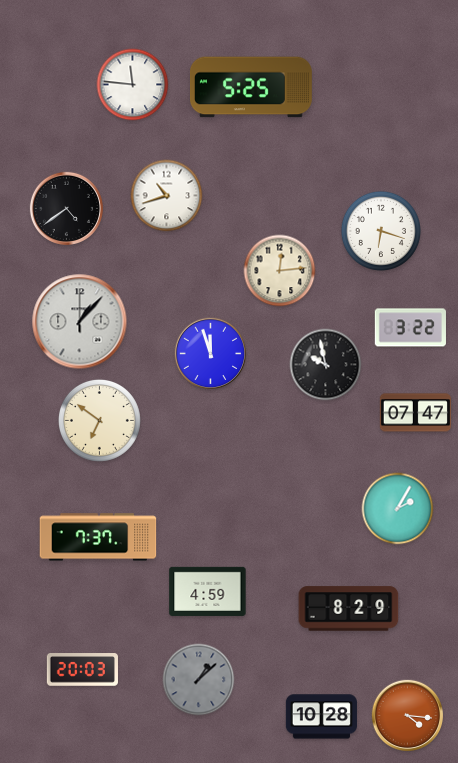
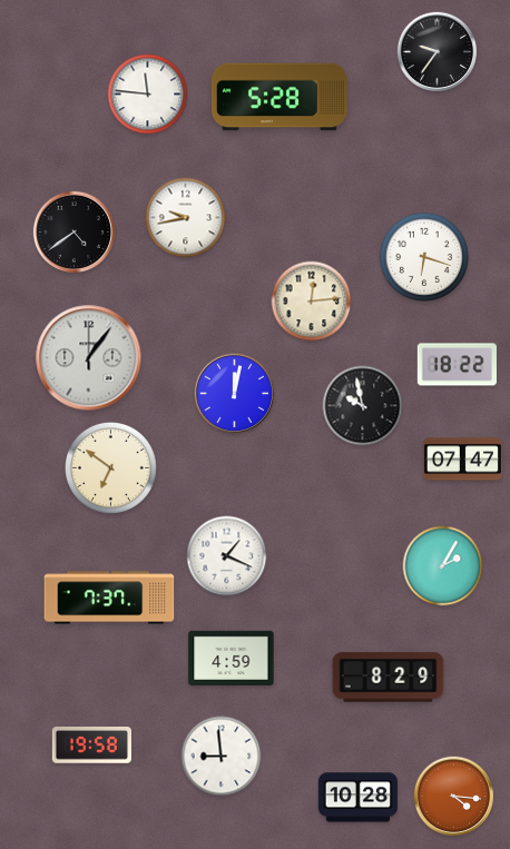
clock at (437, 51): none -> 9:36
clock at (252, 87): 5:25 -> 5:28
clock at (167, 196): 10:42 -> 9:43
clock at (80, 322): 1:07 -> 1:06
clock at (410, 328): 3:22 -> 18:22
clock at (210, 353): 11:57 -> 12:02
clock at (227, 556): none -> 1:19
clock at (82, 670): 20:03 -> 19:58
clock at (199, 680): 1:08 -> 8:59
clock at (199, 680) dial: grey -> white
